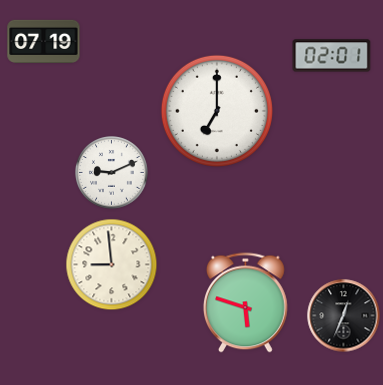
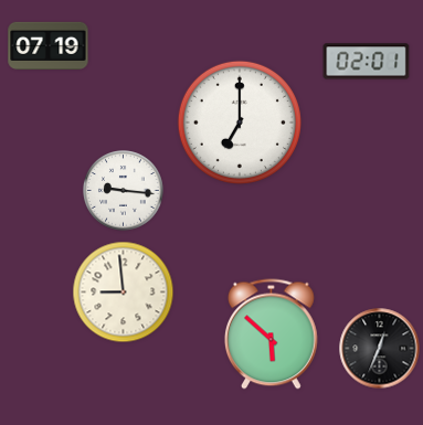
clock at (112, 173): 9:11 -> 9:16
clock at (246, 303): 5:48 -> 5:52
